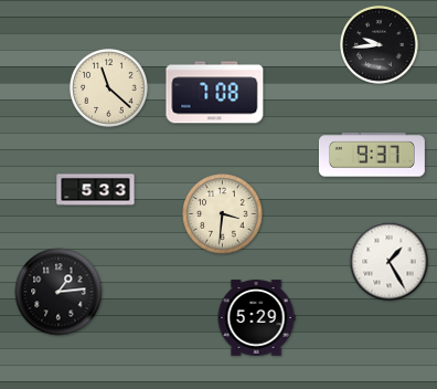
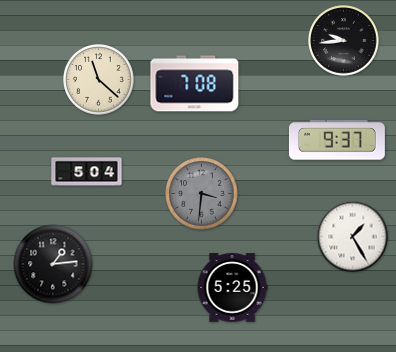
clock at (96, 190): 5:33 -> 5:04
clock at (223, 214) dial: cream -> grey
clock at (256, 318): 5:29 -> 5:25
